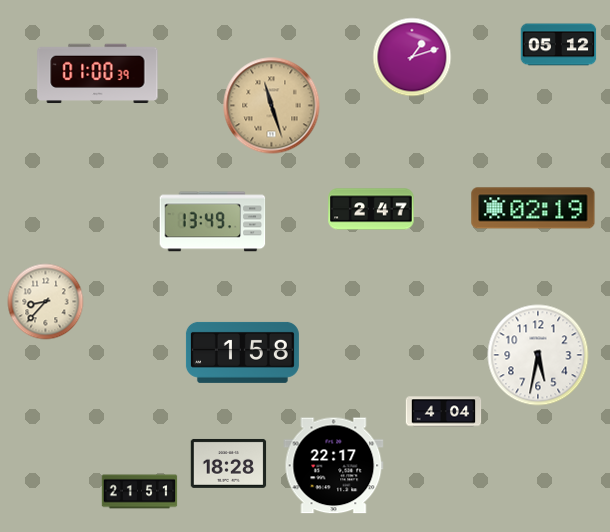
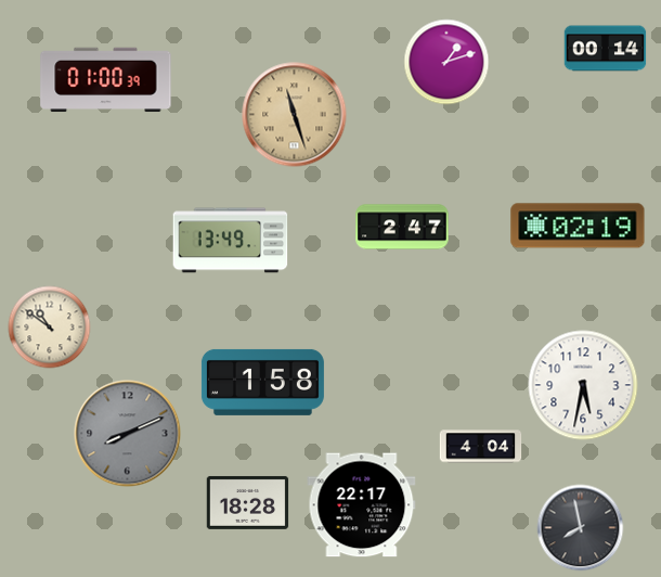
clock at (559, 45): 05:12 -> 00:14
clock at (46, 302): 8:37 -> 10:51
clock at (128, 434): none -> 8:11
clock at (581, 528): none -> 7:58
clock at (140, 492): 21:51 -> none
